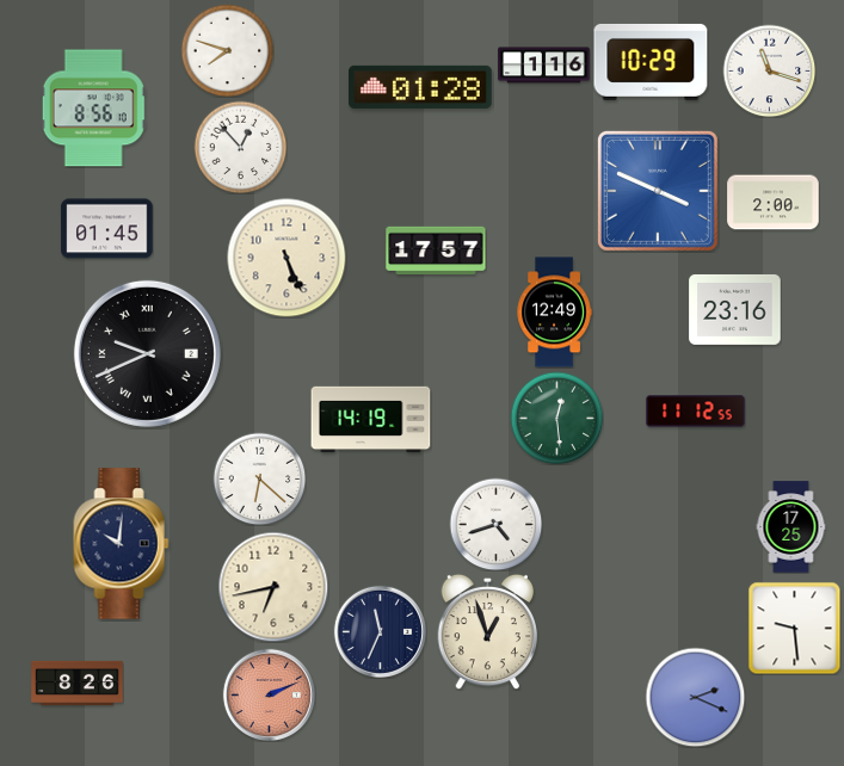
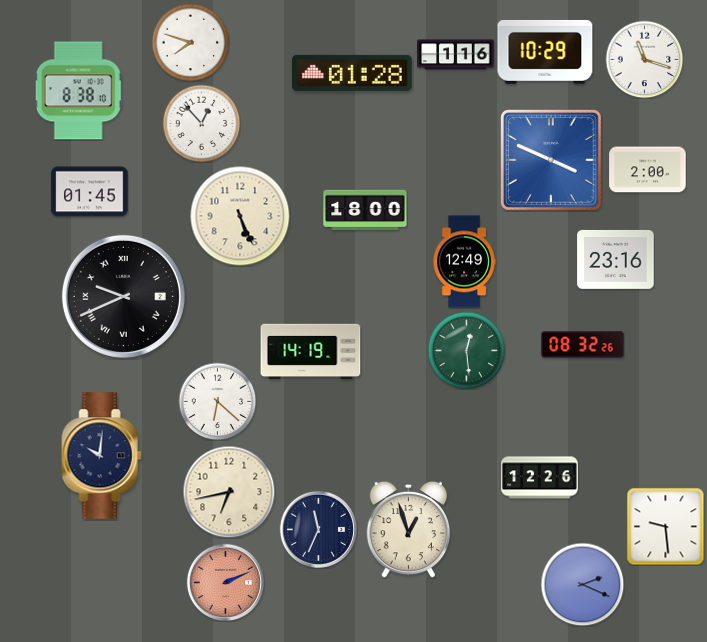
clock at (93, 109): 8:56 -> 8:38
clock at (436, 251): 17:57 -> 18:00
clock at (696, 412): 11:12 -> 08:32
clock at (495, 524): 4:42 -> none
clock at (791, 527): 17:25 -> none
clock at (540, 478): none -> 12:26
clock at (78, 682): 8:26 -> none
